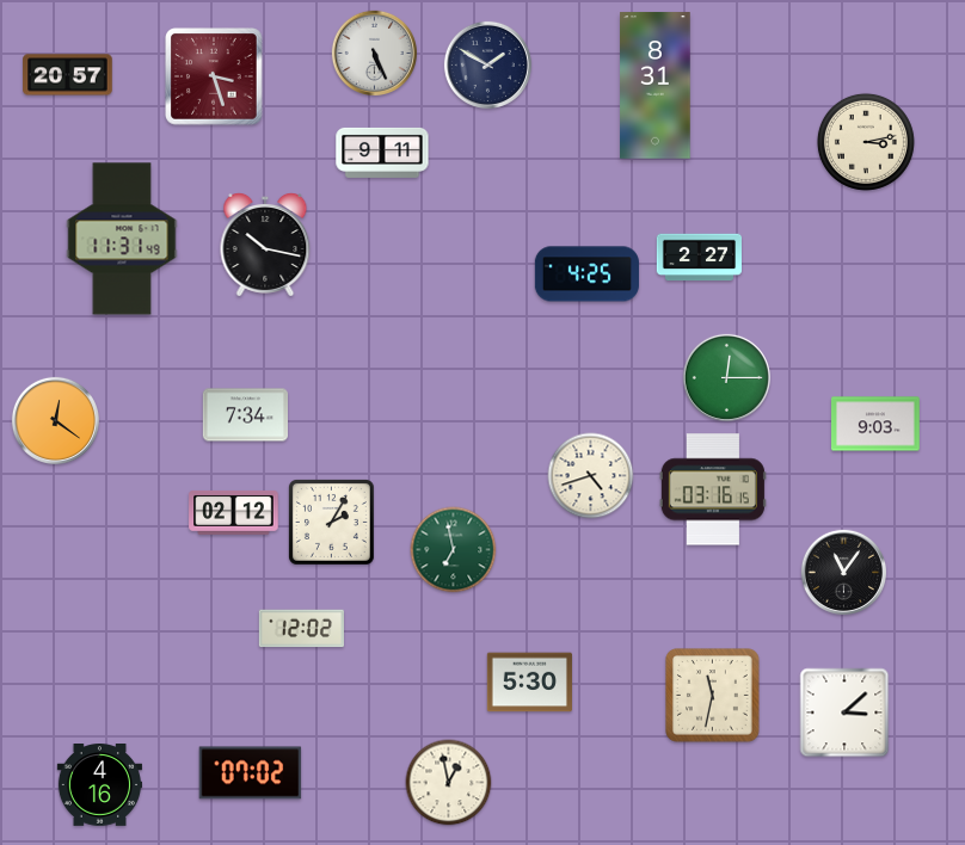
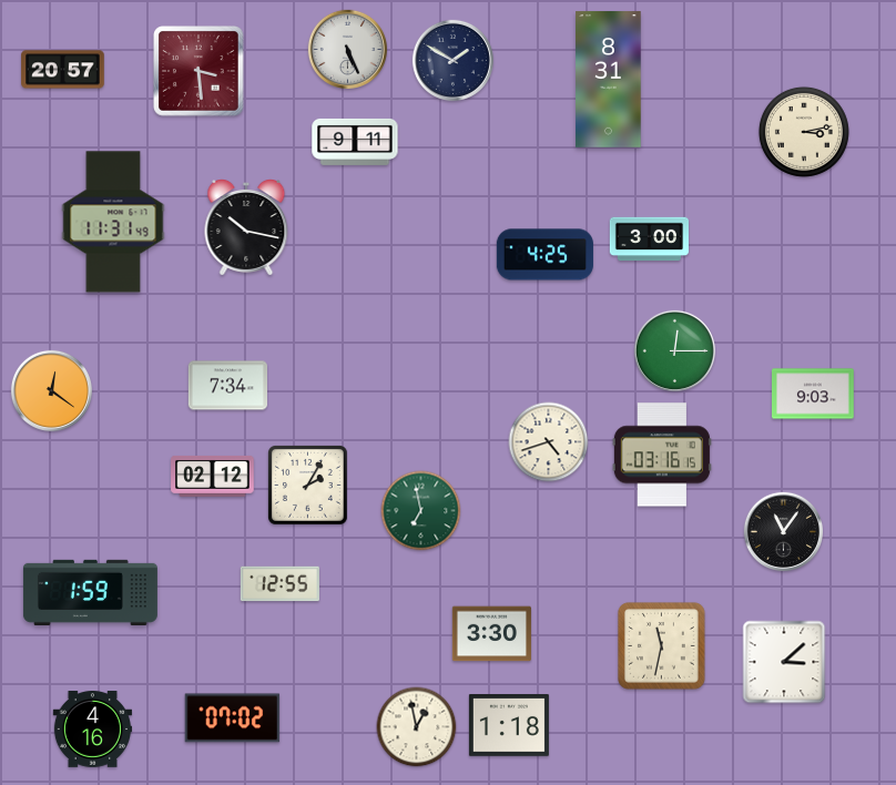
clock at (214, 76): 3:27 -> 3:29
clock at (699, 258): 2:27 -> 3:00
clock at (234, 512) position: (234, 512) -> (213, 476)
clock at (301, 629): 12:02 -> 12:55
clock at (90, 592): none -> 1:59
clock at (529, 683): 5:30 -> 3:30
clock at (509, 726): none -> 1:18
